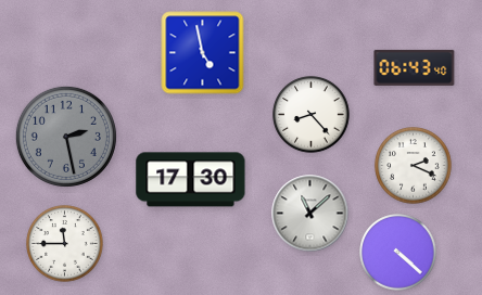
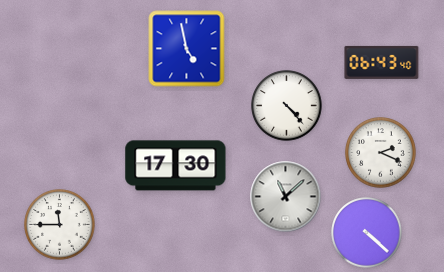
clock at (312, 115): 8:23 -> 4:23
clock at (66, 137): 2:28 -> none
